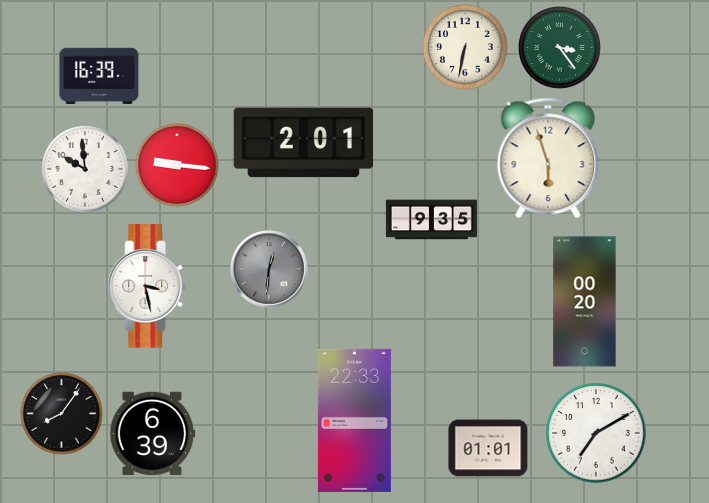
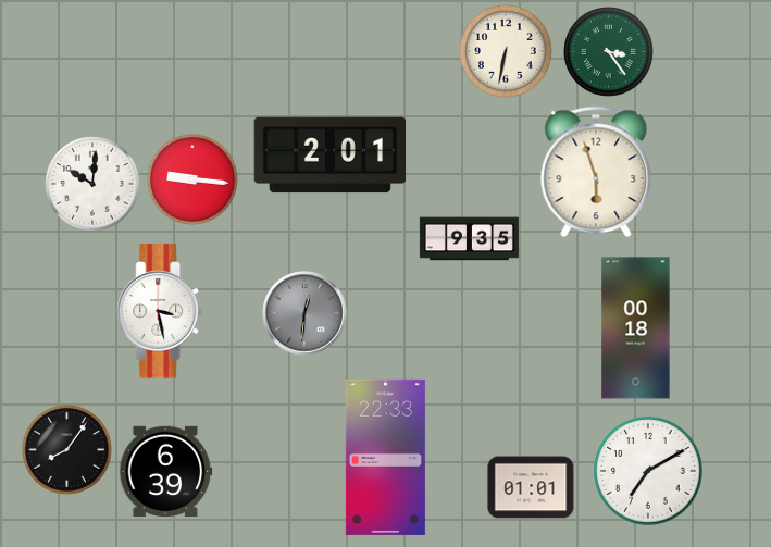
clock at (99, 75): 16:39 -> none
clock at (85, 169): 9:59 -> 10:01
clock at (269, 269) position: (269, 269) -> (304, 313)
clock at (585, 302): 00:20 -> 00:18
